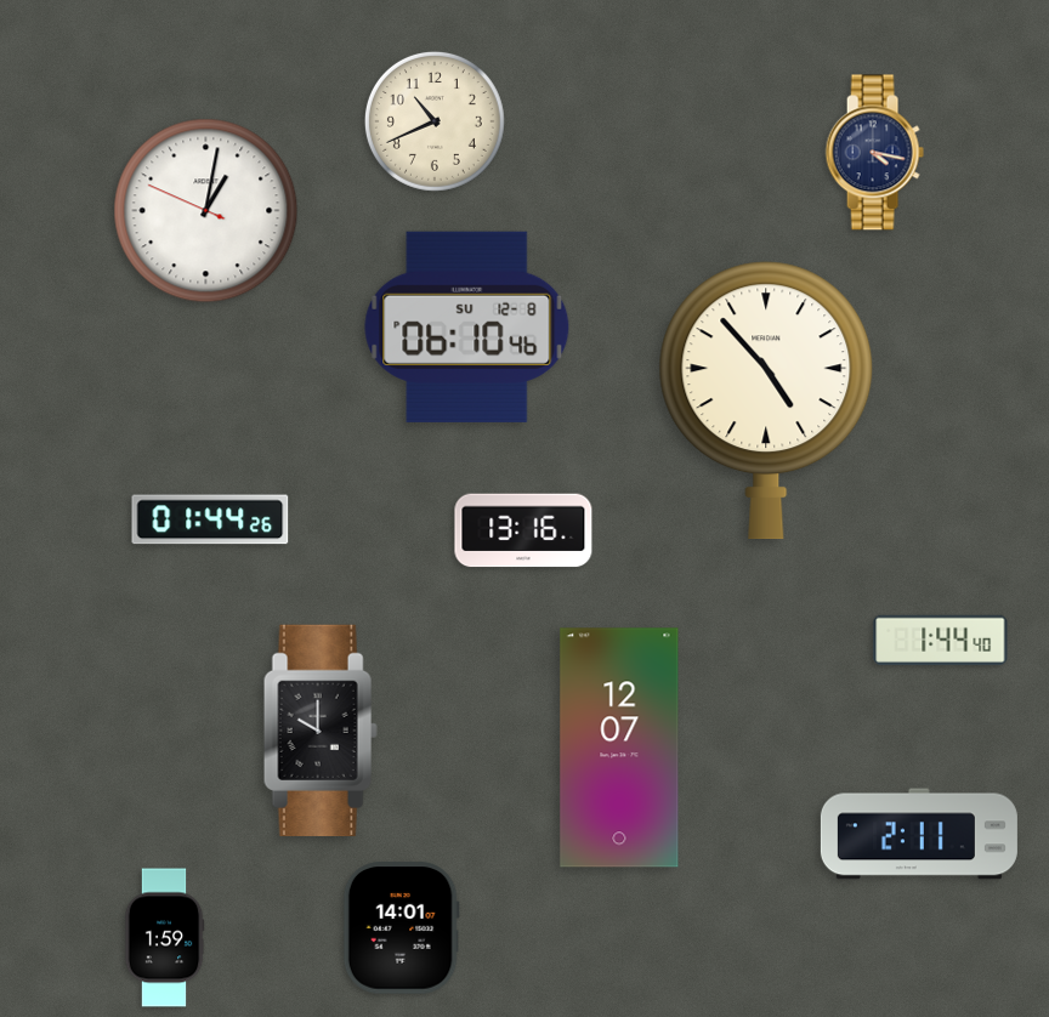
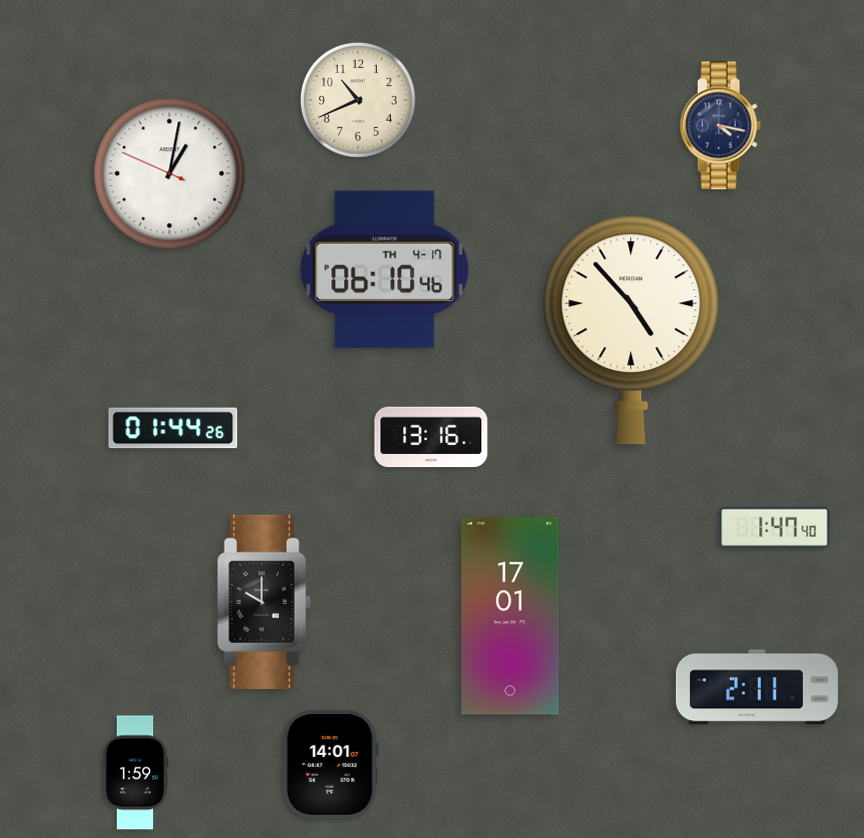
clock at (467, 326) date: SU 12-8 -> TH 4-17
clock at (941, 640): 1:44 -> 1:47
clock at (619, 748): 12:07 -> 17:01
